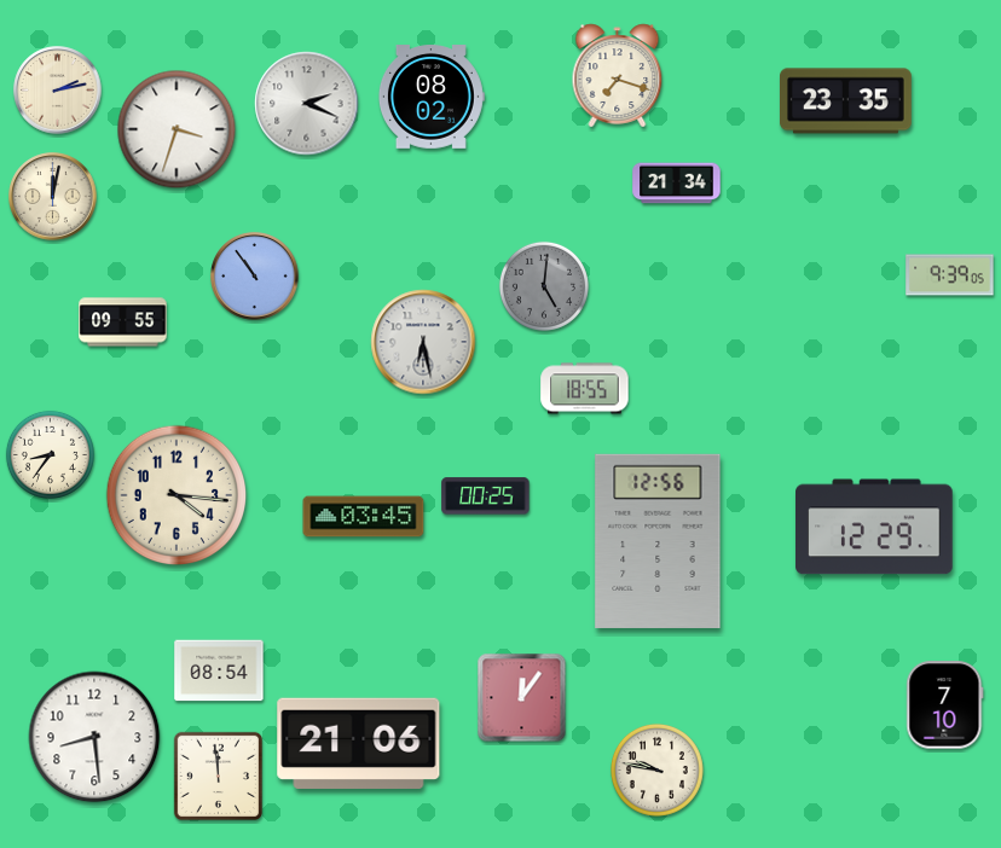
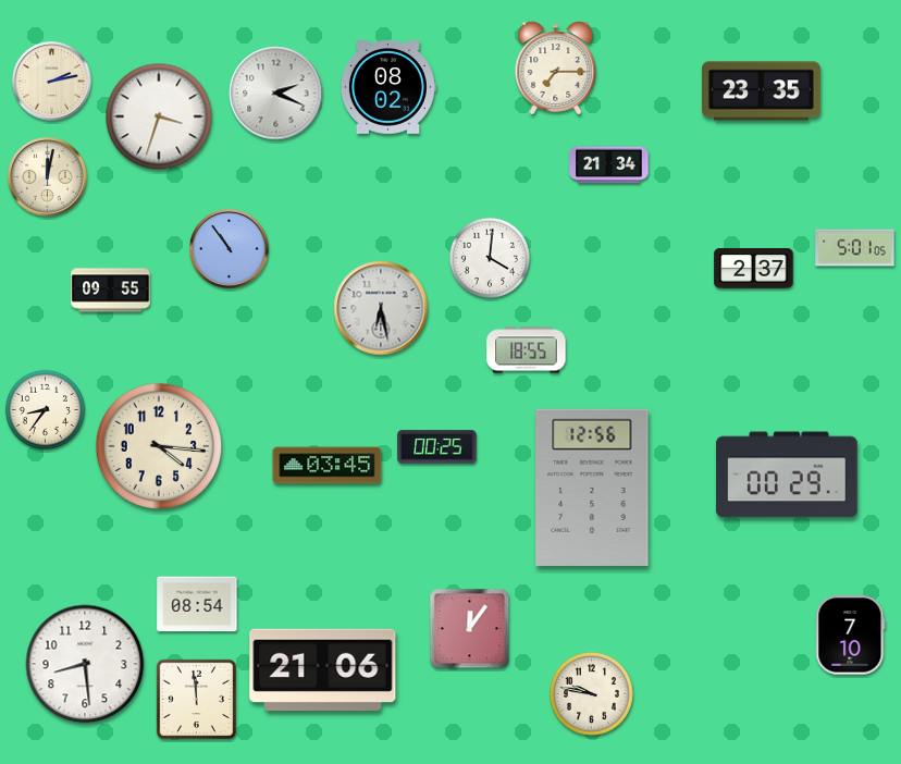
clock at (618, 76): 7:18 -> 7:15
clock at (950, 275): 9:39 -> 5:01
clock at (544, 286): 5:01 -> 4:01
clock at (544, 286) dial: grey -> white
clock at (754, 269): none -> 2:37
clock at (874, 527): 12:29 -> 00:29
